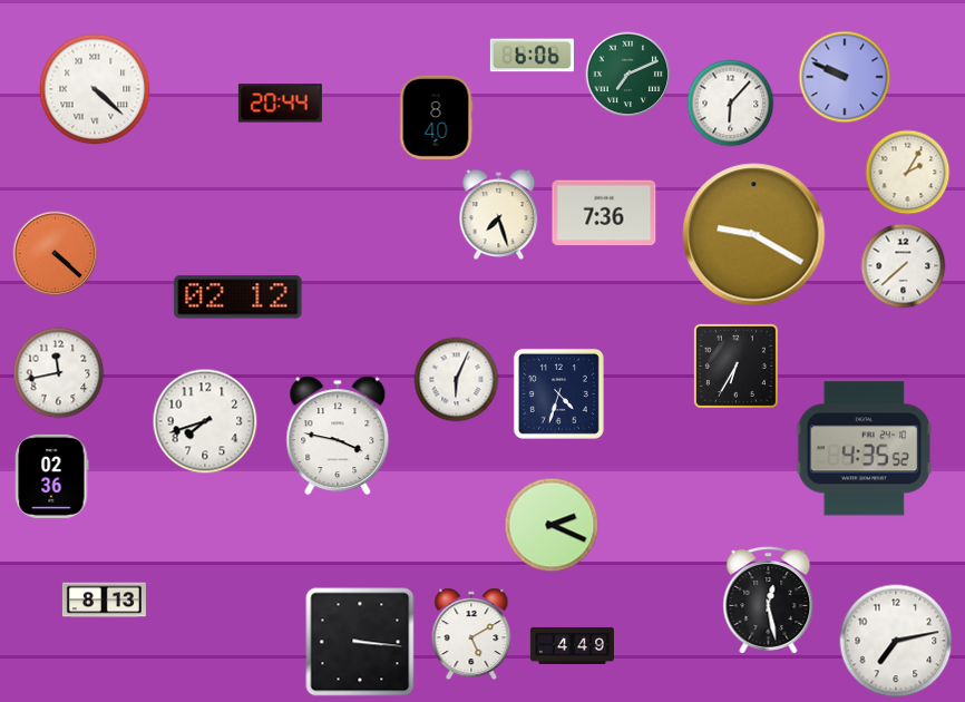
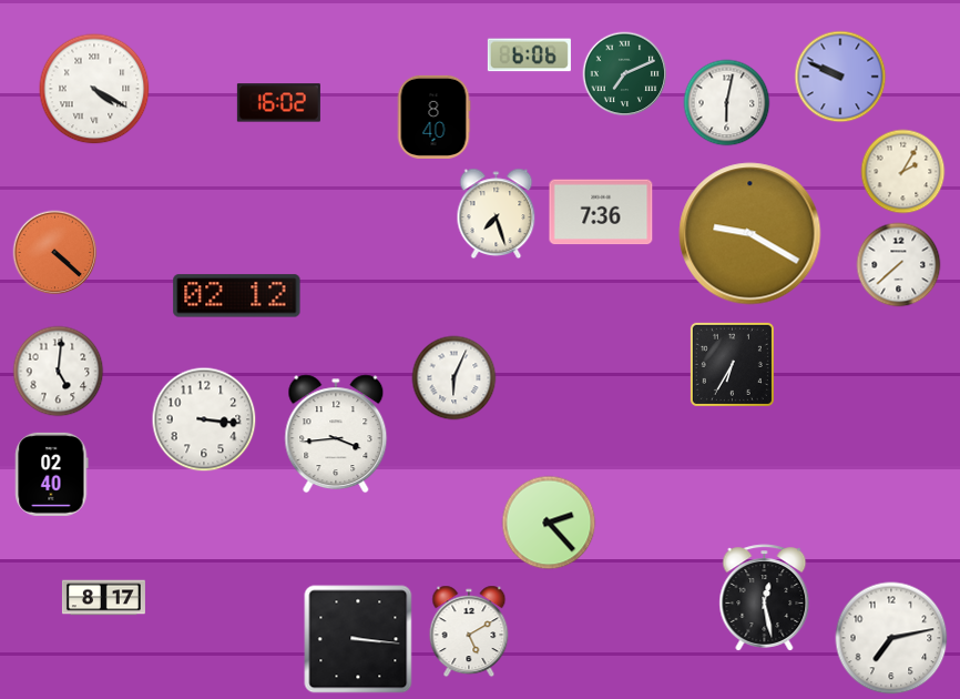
clock at (95, 89): 4:22 -> 4:20
clock at (280, 104): 20:44 -> 16:02
clock at (731, 104): 6:07 -> 6:02
clock at (59, 373): 11:43 -> 5:01
clock at (558, 393): 4:33 -> none
clock at (205, 421): 7:42 -> 3:16
clock at (338, 436): 3:47 -> 3:44
clock at (864, 449): 4:35 -> none
clock at (52, 476): 02:36 -> 02:40
clock at (552, 525): 2:19 -> 2:23
clock at (104, 601): 8:13 -> 8:17
clock at (572, 645): 4:49 -> none
